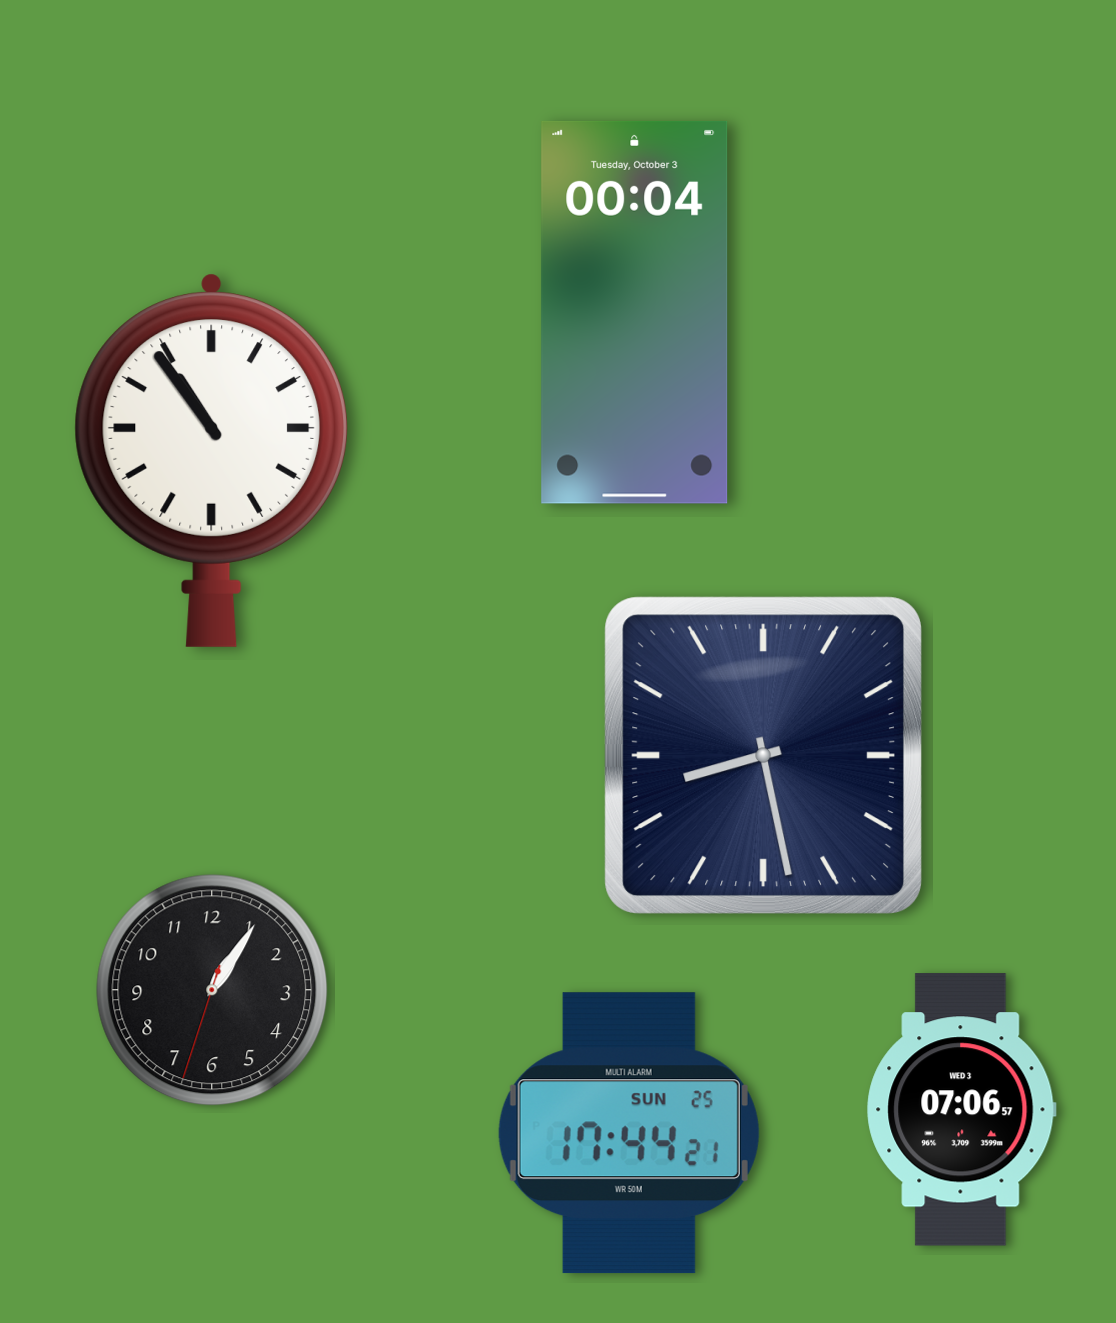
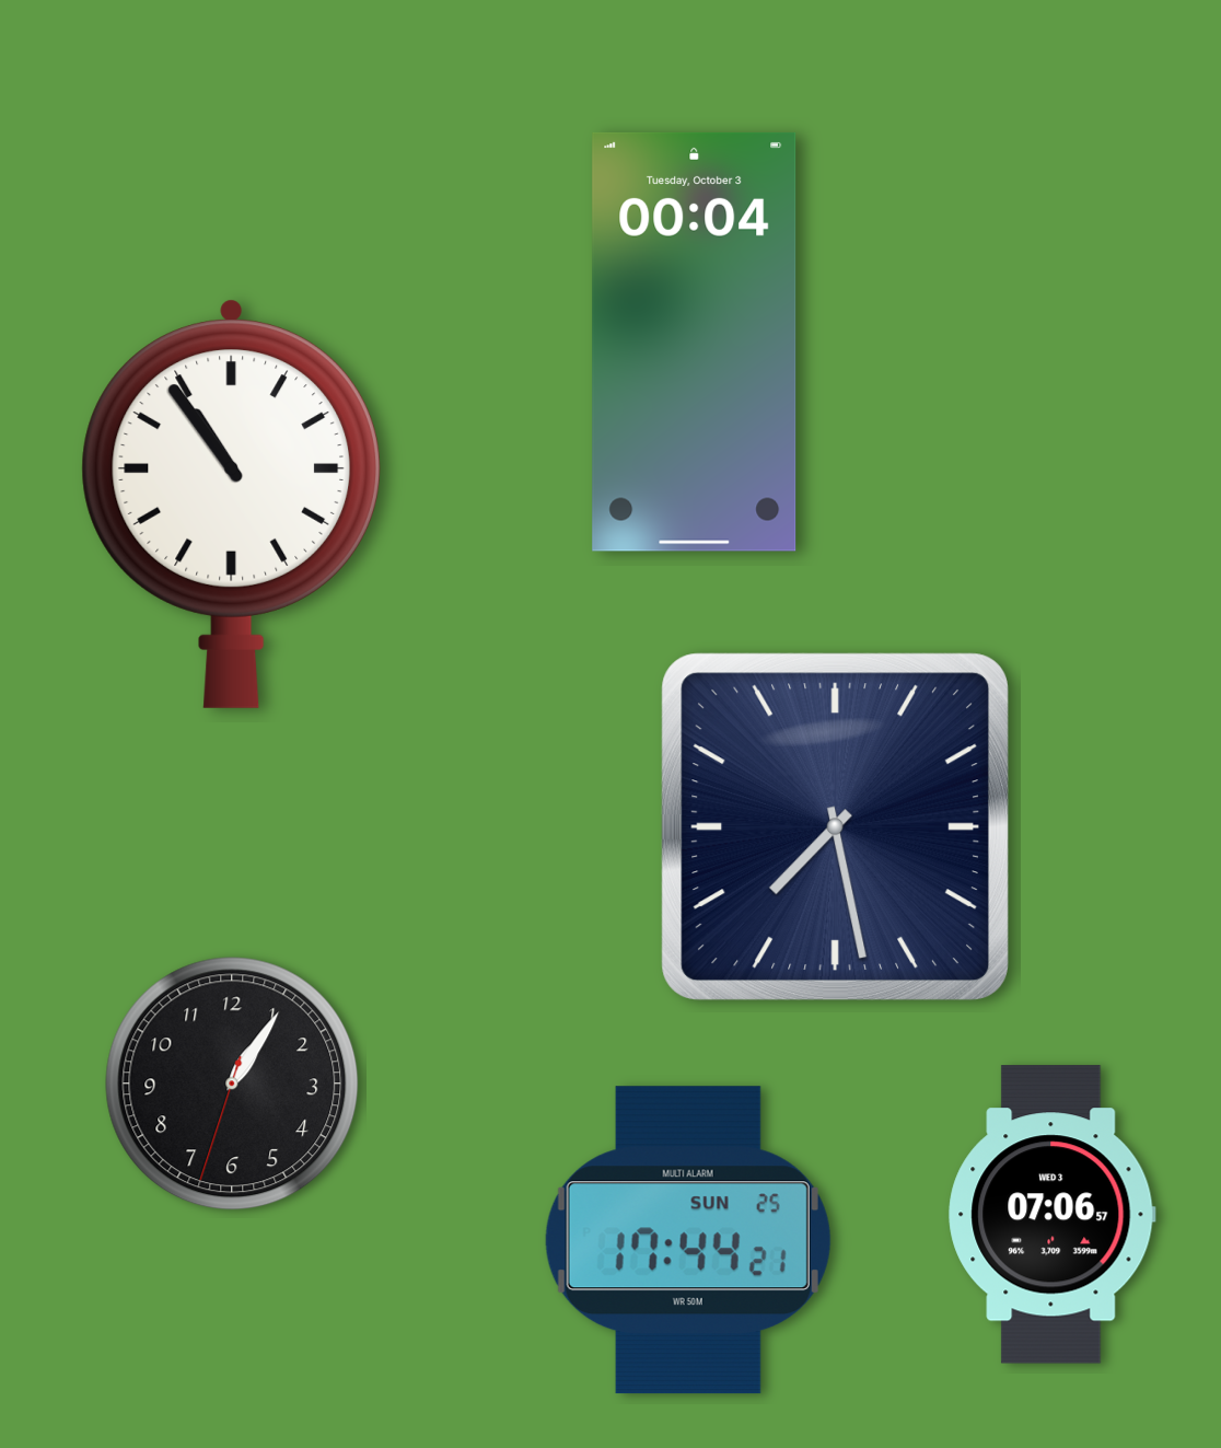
clock at (763, 755): 8:28 -> 7:28
